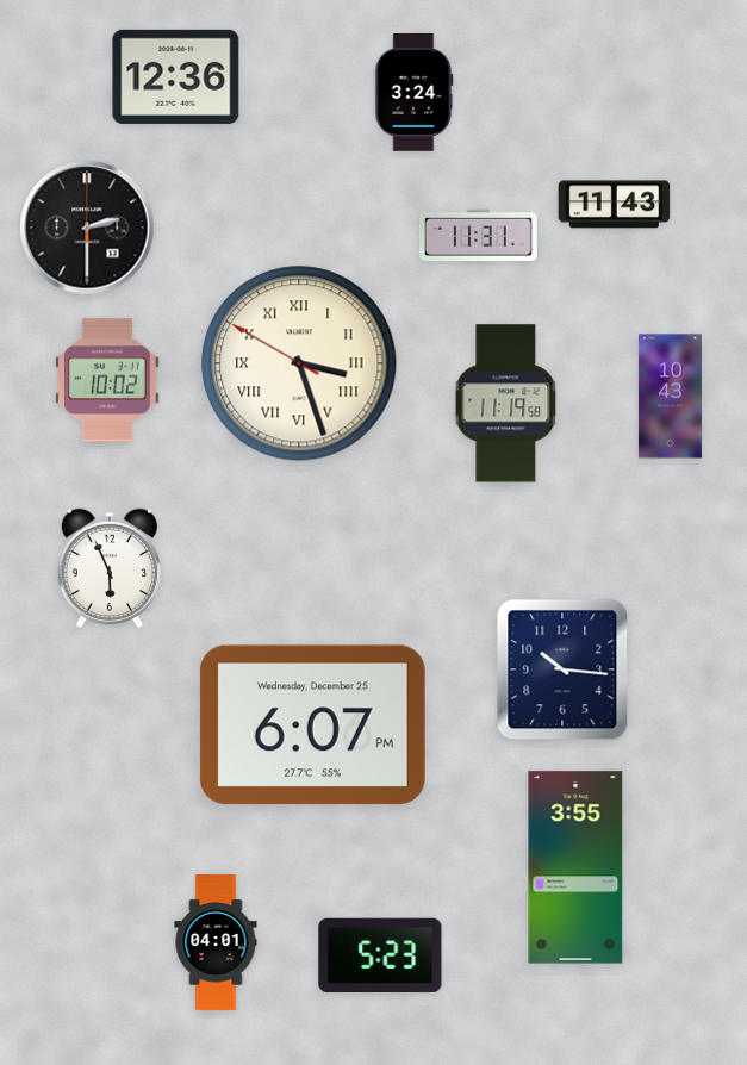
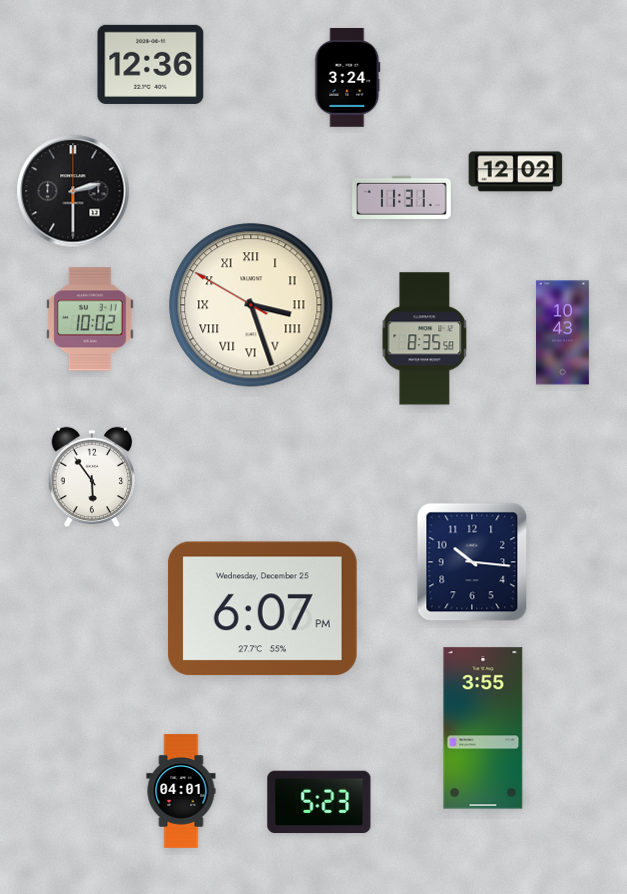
clock at (176, 76) position: (176, 76) -> (151, 64)
clock at (615, 205): 11:43 -> 12:02
clock at (506, 404): 11:19 -> 8:35
clock at (110, 568): 5:56 -> 5:54
